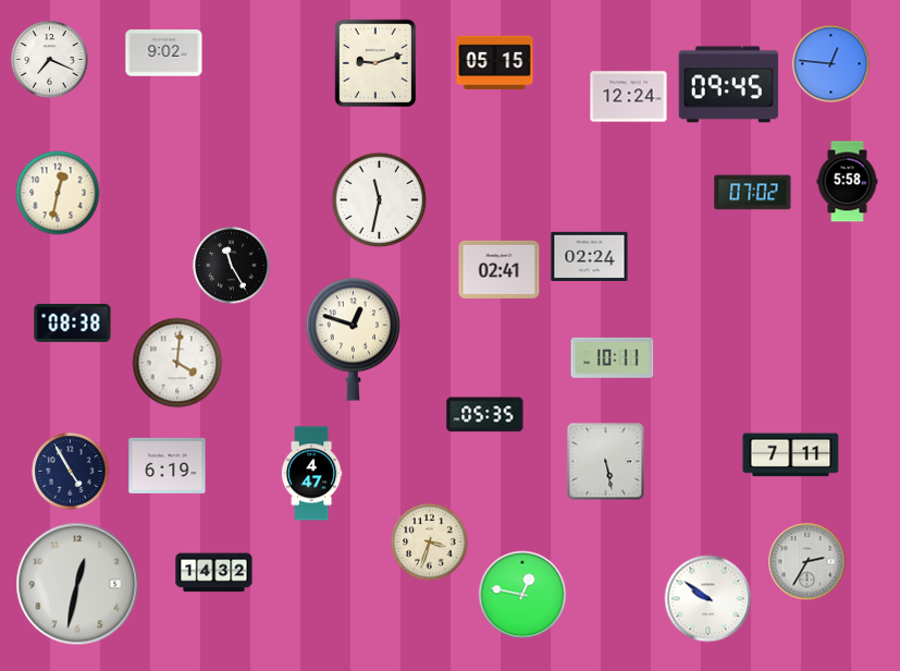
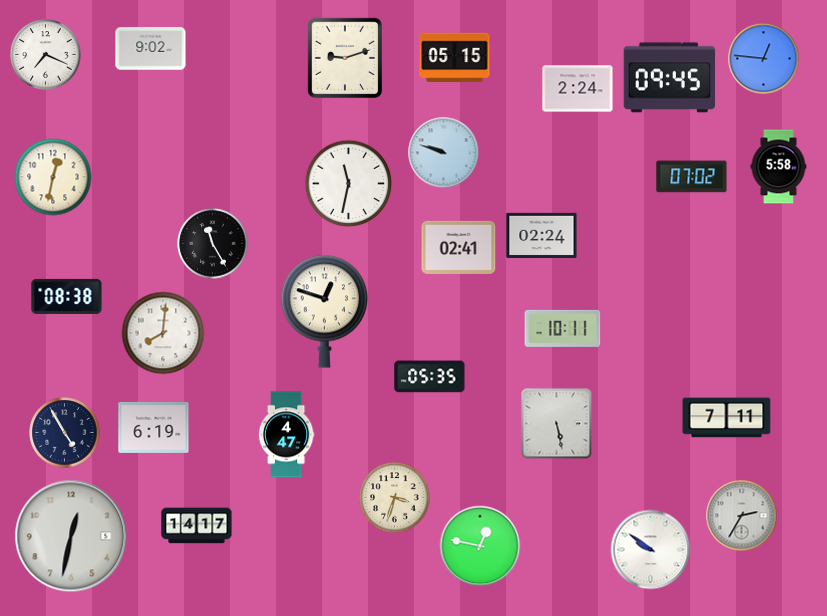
clock at (629, 97): 12:24 -> 2:24
clock at (444, 153): none -> 9:48
clock at (177, 363): 4:01 -> 8:01
clock at (485, 415) position: (485, 415) -> (430, 377)
clock at (214, 573): 14:32 -> 14:17
